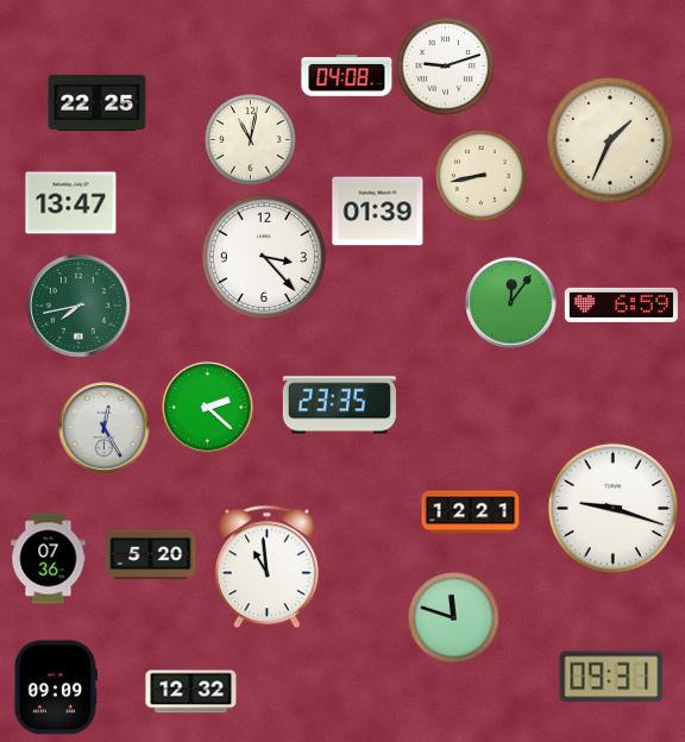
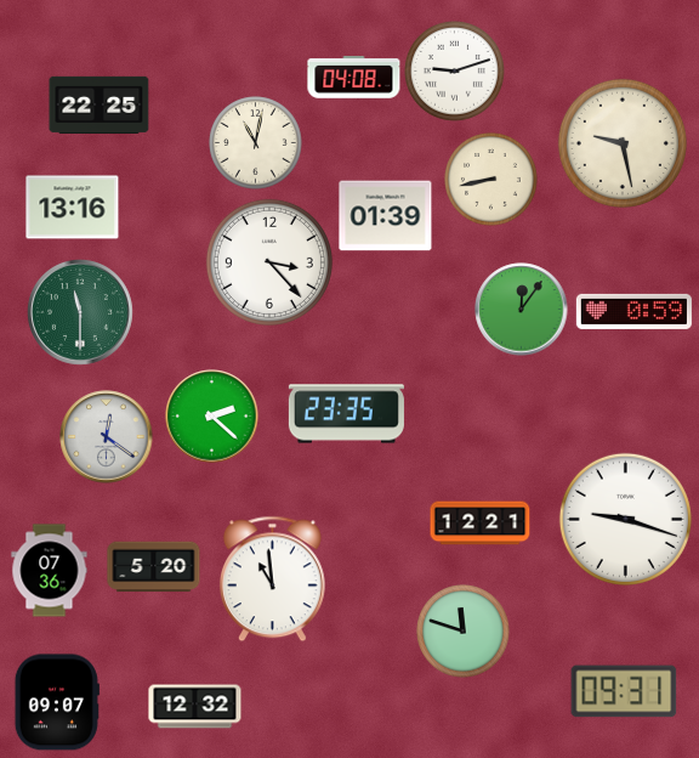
clock at (446, 67) position: (446, 67) -> (455, 72)
clock at (610, 140): 1:34 -> 9:28
clock at (71, 203): 13:47 -> 13:16
clock at (621, 304): 6:59 -> 0:59
clock at (78, 306): 7:43 -> 11:30
clock at (105, 428): 12:25 -> 12:21
clock at (56, 687): 09:09 -> 09:07
